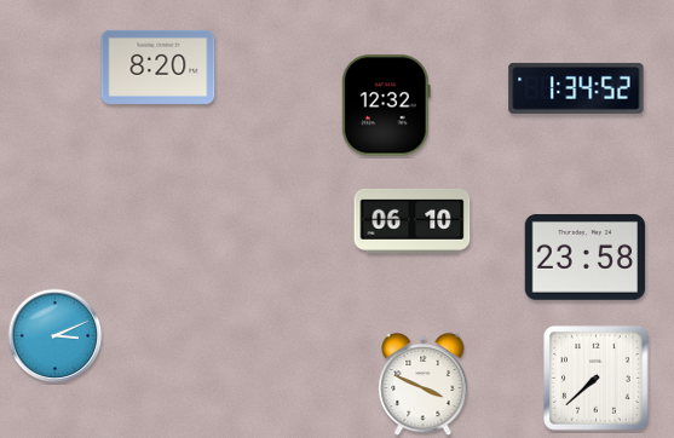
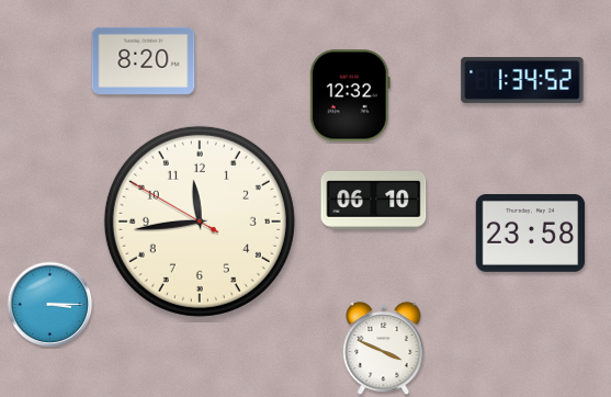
clock at (200, 222): none -> 11:43
clock at (56, 336): 3:11 -> 3:15
clock at (597, 379): 7:38 -> none
